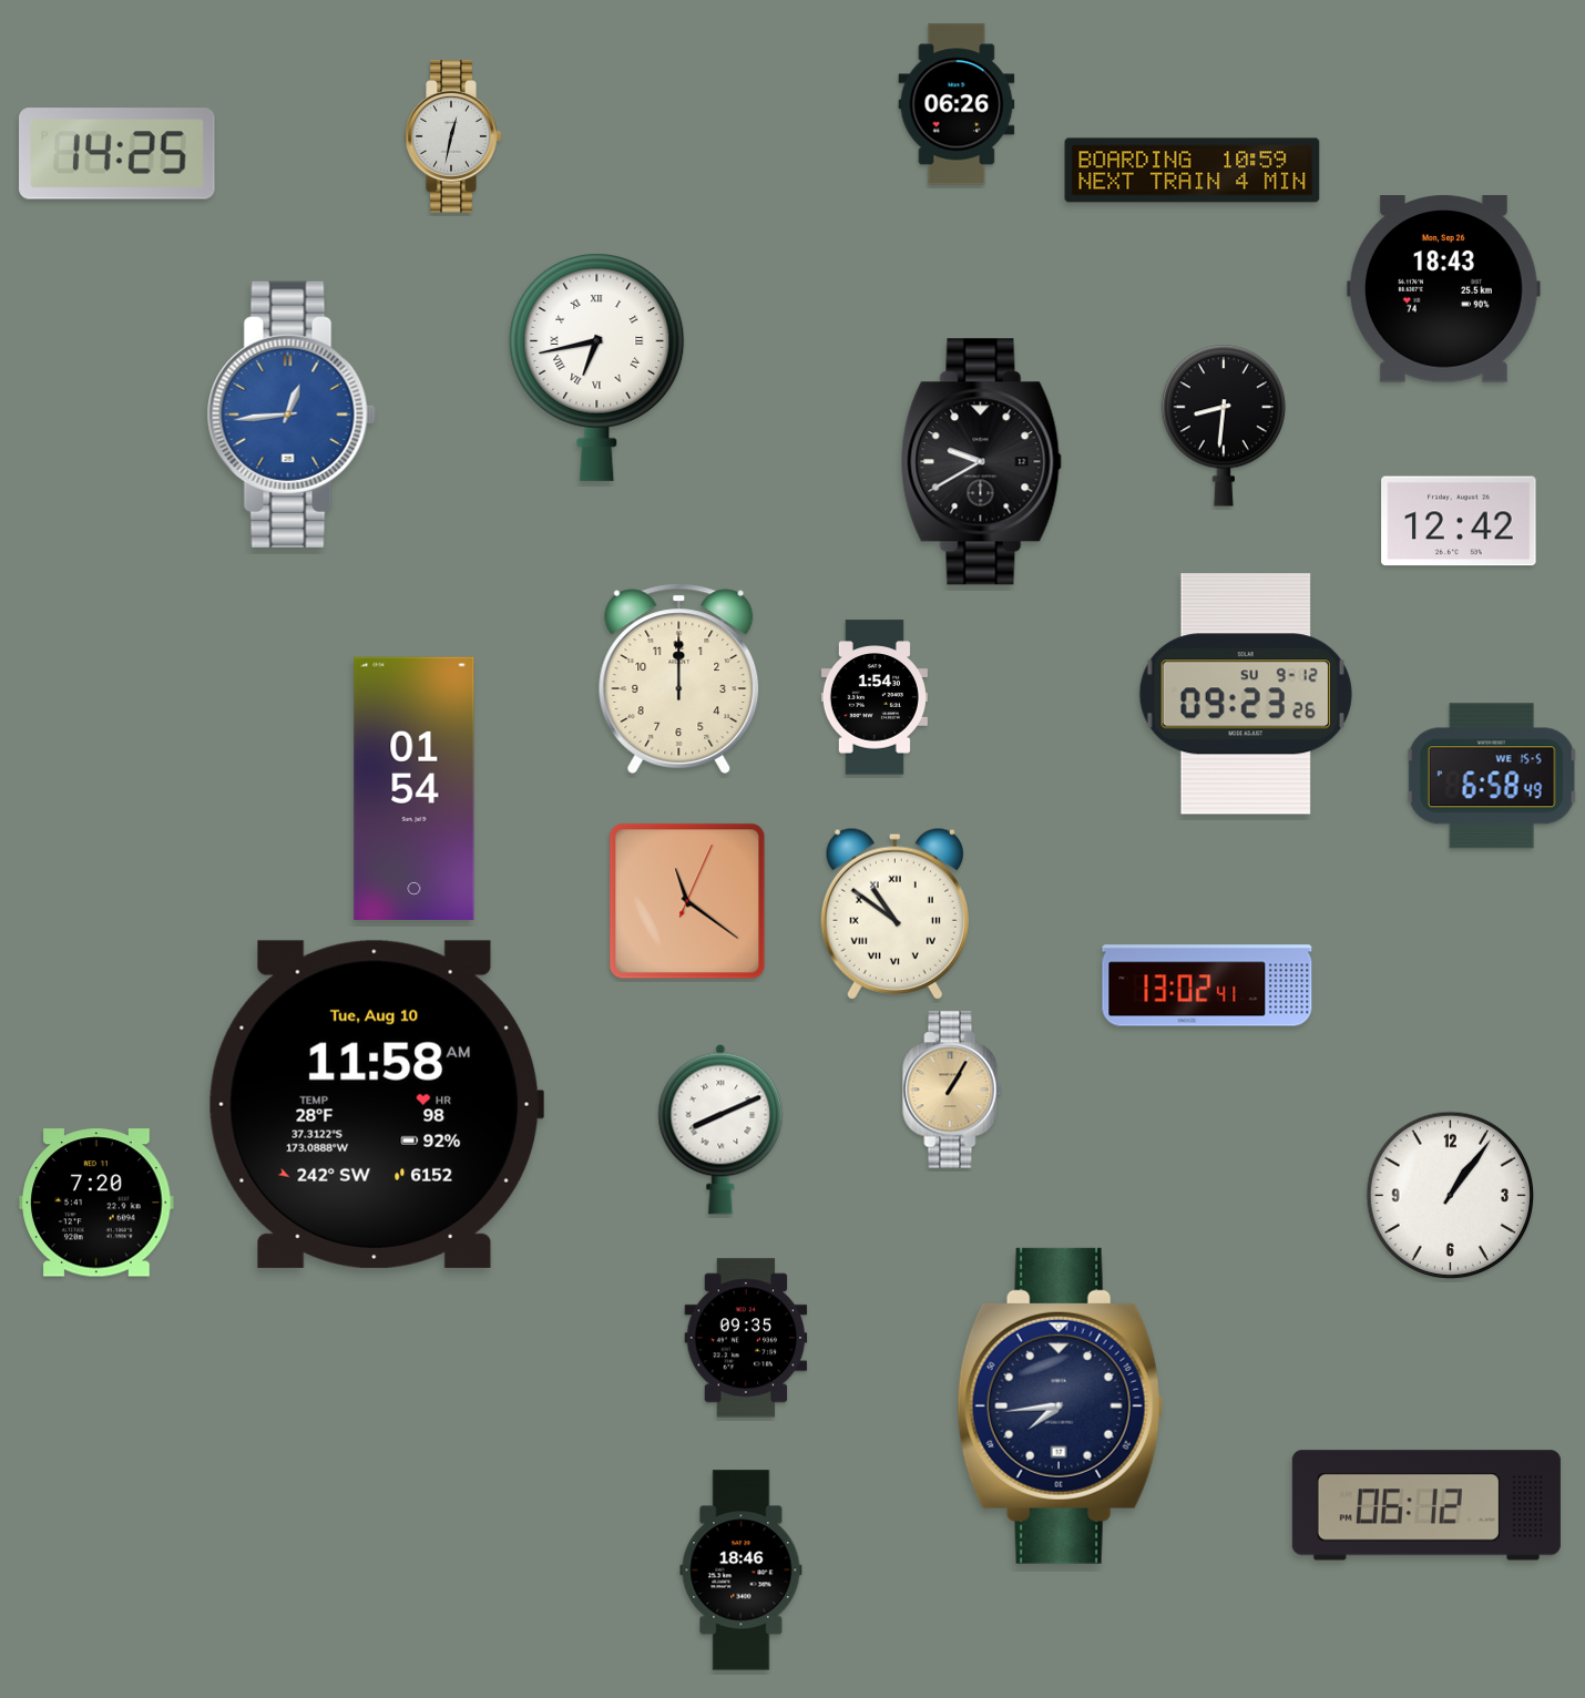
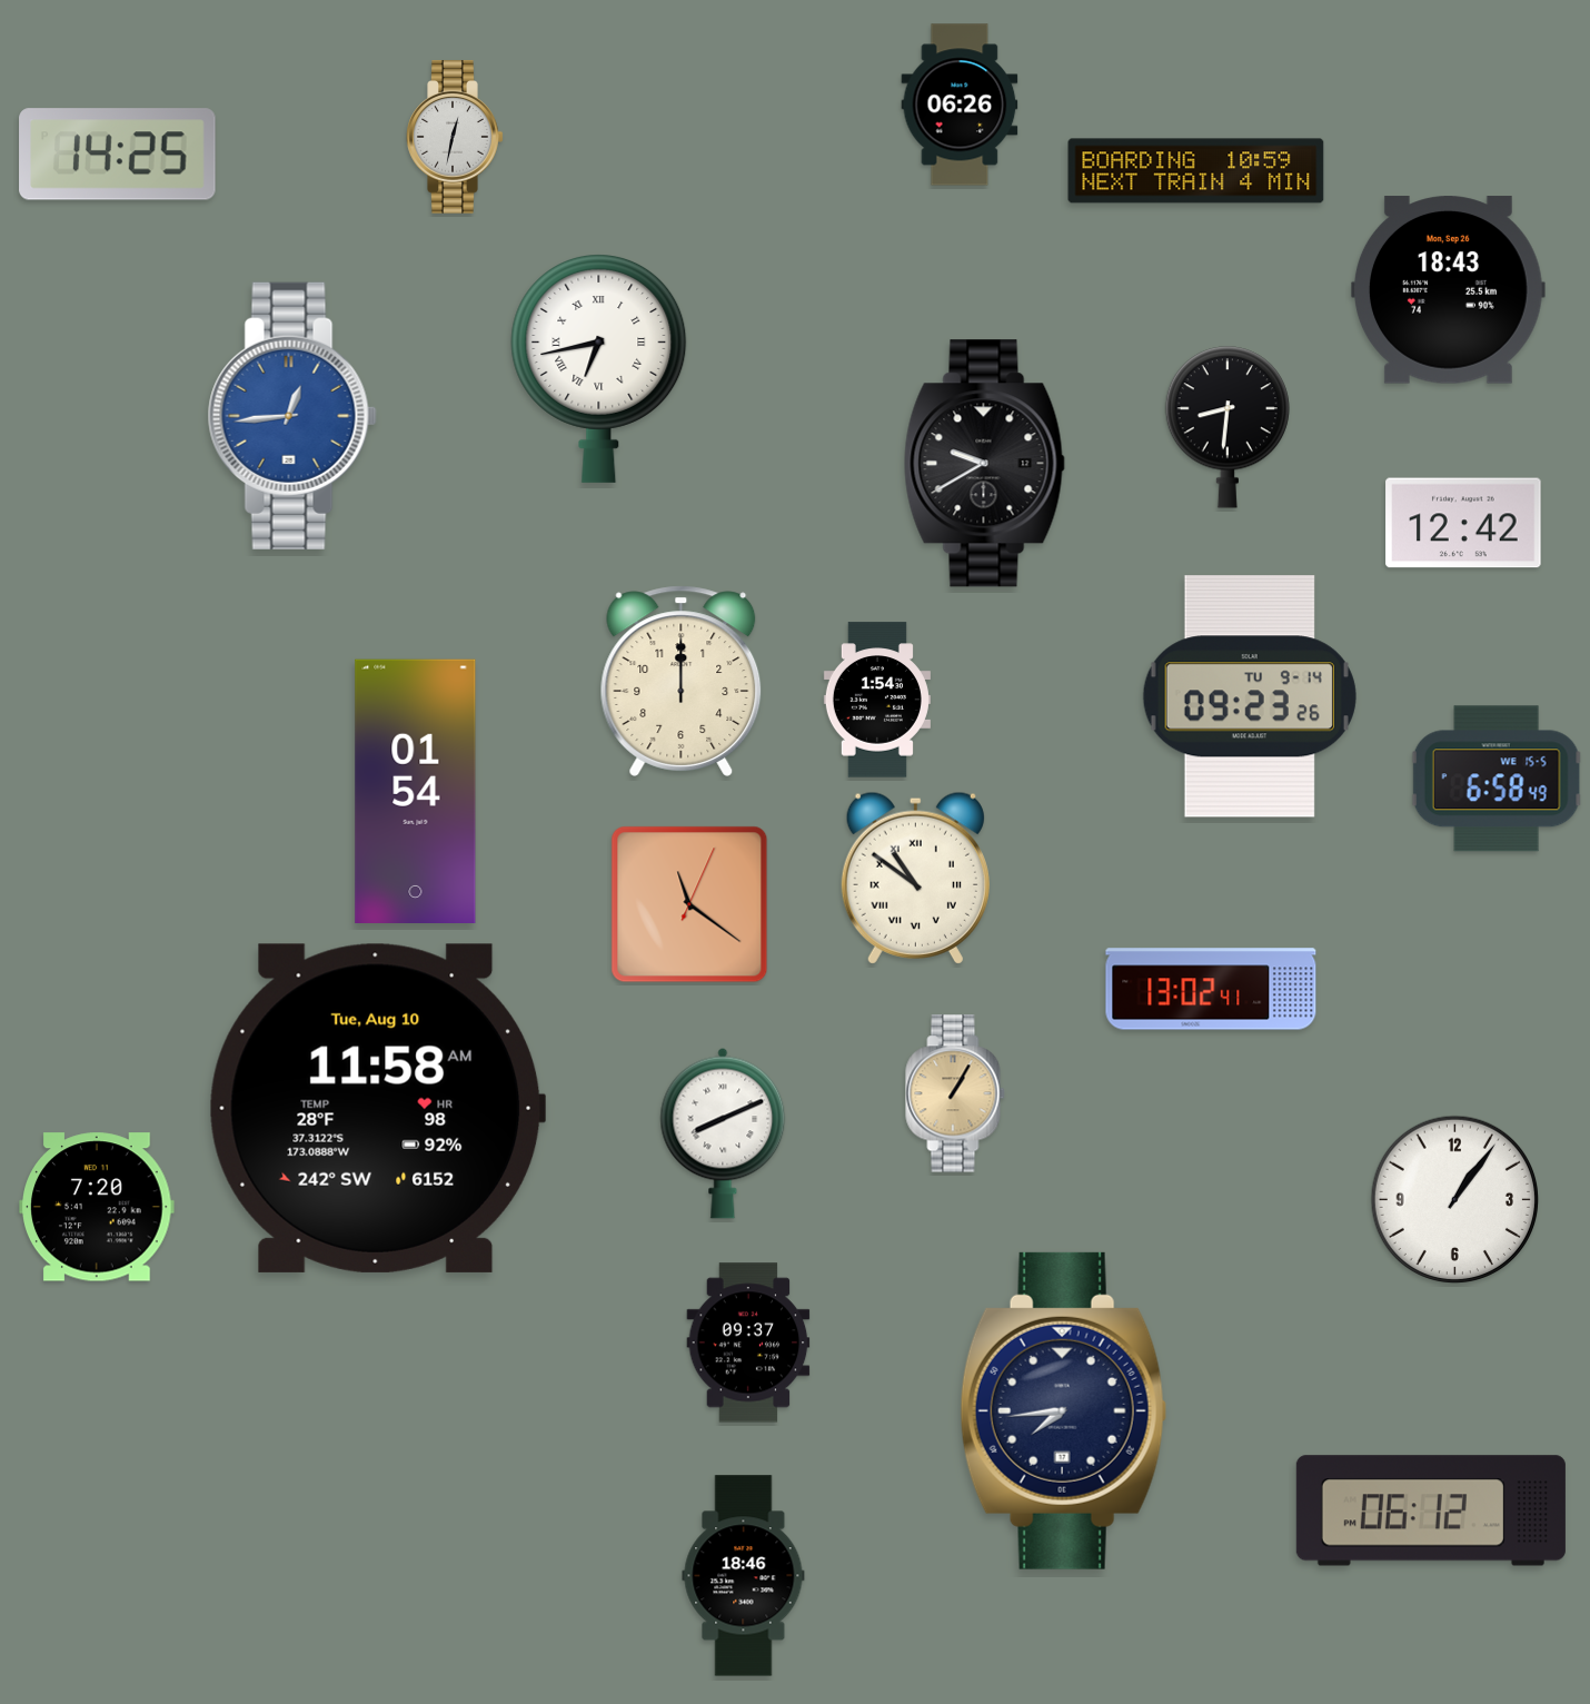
clock at (1246, 694) date: SU 9-12 -> TU 9-14
clock at (894, 913) position: (894, 913) -> (915, 878)
clock at (746, 1338): 09:35 -> 09:37
